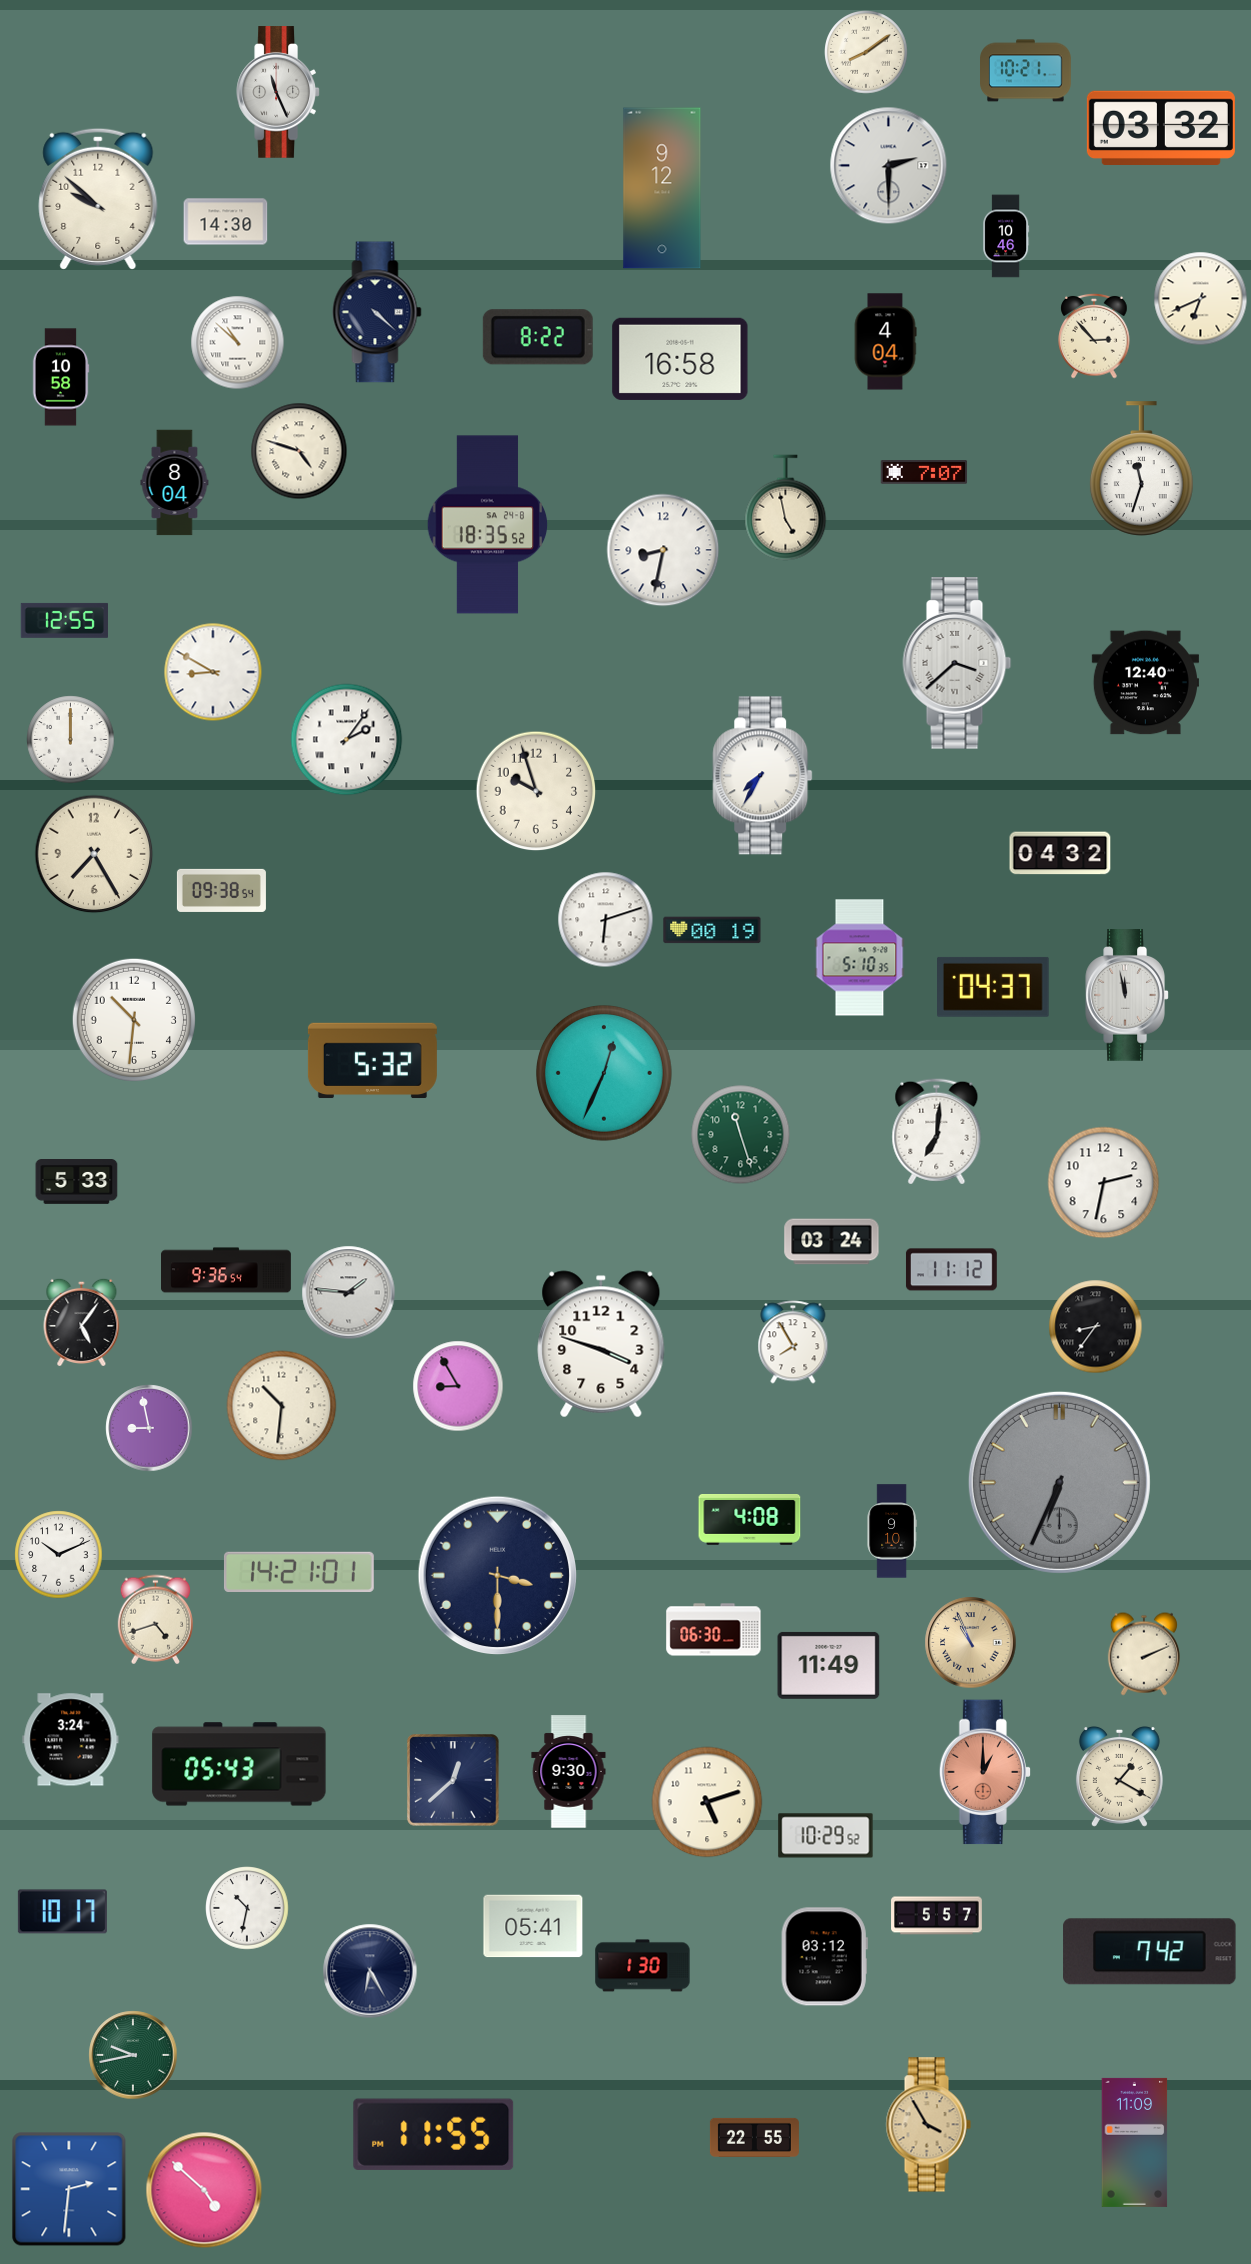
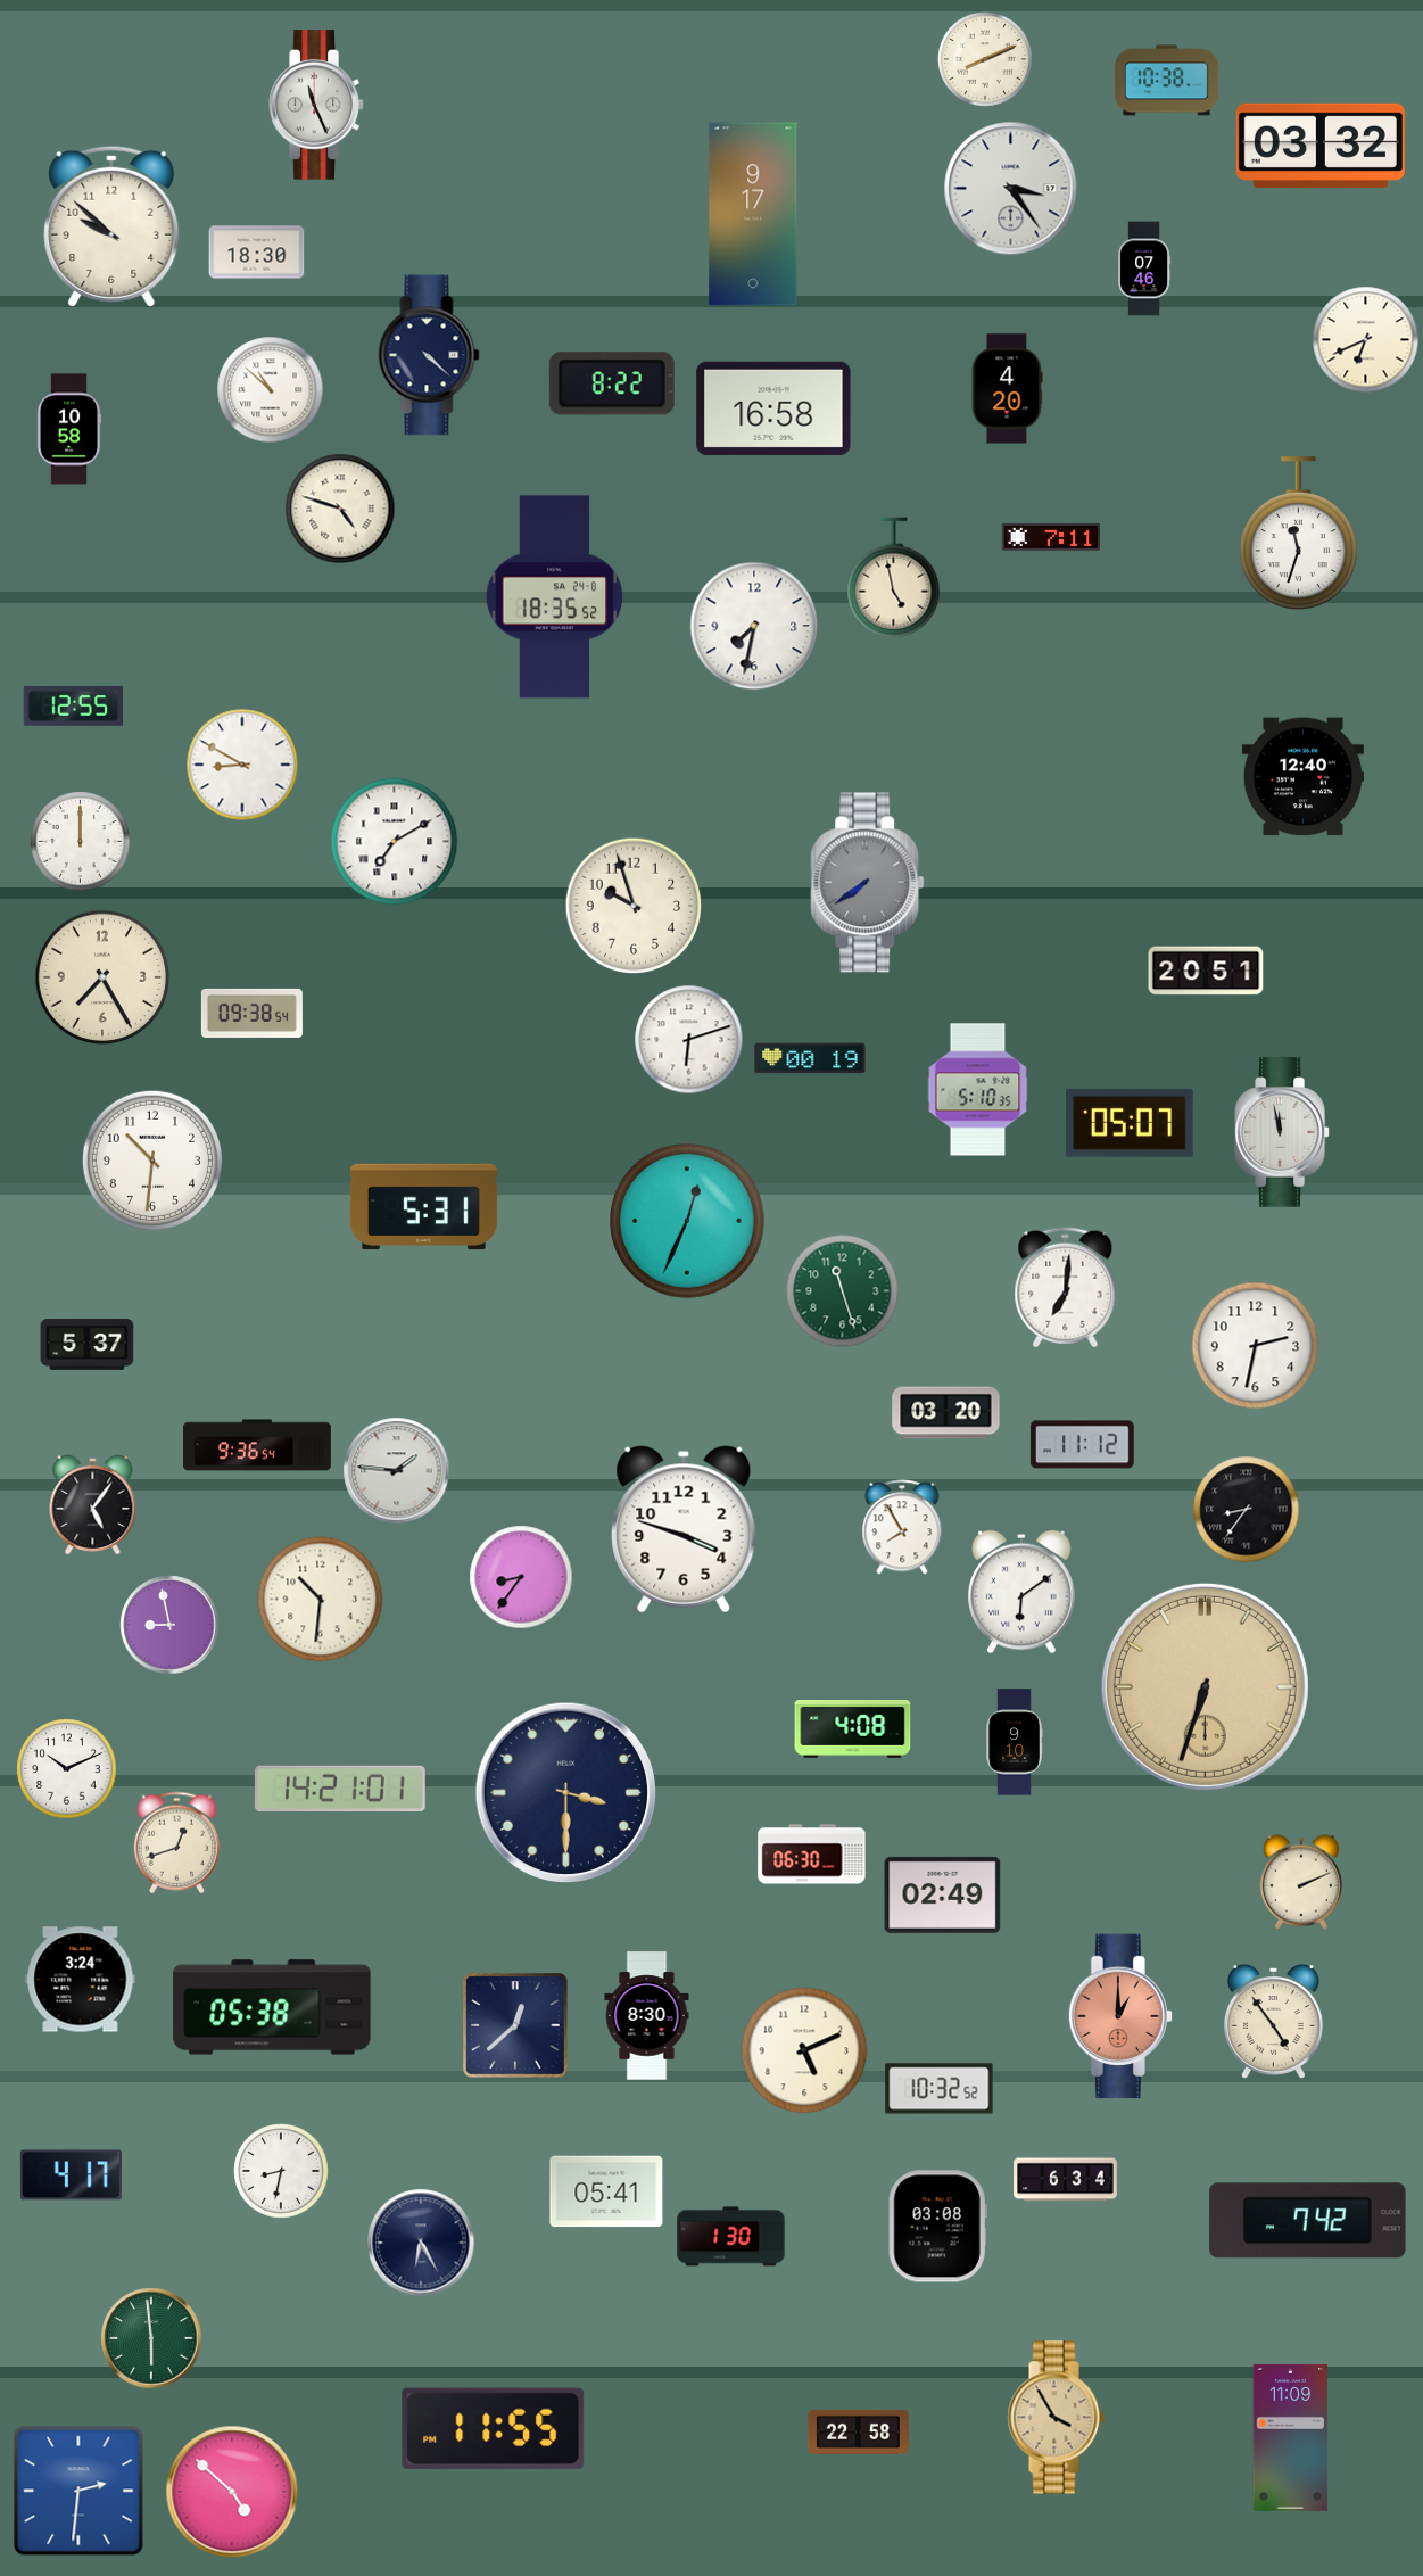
clock at (866, 52): 8:09 -> 8:11
clock at (1026, 71): 10:21 -> 10:38
clock at (889, 166): 2:30 -> 3:24
clock at (662, 188): 9:12 -> 9:17
clock at (226, 222): 14:30 -> 18:30
clock at (1006, 236): 10:46 -> 07:46
clock at (1094, 336): 2:53 -> none
clock at (885, 342): 4:04 -> 4:20
clock at (299, 451) position: (299, 451) -> (340, 509)
clock at (924, 472): 7:07 -> 7:11
clock at (175, 483): 8:04 -> none
clock at (663, 550): 8:32 -> 7:32
clock at (957, 663): 3:38 -> none
clock at (347, 740): 2:06 -> 7:10
clock at (763, 776): 7:35 -> 7:39
clock at (763, 776) dial: white -> grey
clock at (536, 791) position: (536, 791) -> (634, 906)
clock at (1060, 853): 04:32 -> 20:51
clock at (94, 854) position: (94, 854) -> (102, 977)
clock at (606, 920) position: (606, 920) -> (689, 1040)
clock at (994, 987): 04:37 -> 05:07
clock at (372, 1061): 5:32 -> 5:31
clock at (77, 1182): 5:33 -> 5:37
clock at (832, 1242): 03:24 -> 03:20
clock at (458, 1386): 8:55 -> 8:36
clock at (1021, 1592): none -> 6:09
clock at (1059, 1482): 6:34 -> 6:33
clock at (1059, 1482) dial: grey -> champagne
clock at (155, 1620): 4:42 -> 12:42
clock at (971, 1643): 10:56 -> none
clock at (829, 1665): 11:49 -> 02:49
clock at (239, 1764): 05:43 -> 05:38
clock at (569, 1772): 9:30 -> 8:30
clock at (1119, 1777): 1:20 -> 4:54
clock at (707, 1802): 5:12 -> 5:11
clock at (826, 1836): 10:29 -> 10:32
clock at (247, 1908): 10:32 -> 8:32
clock at (62, 1912): 10:17 -> 4:17
clock at (937, 1916): 5:57 -> 6:34
clock at (824, 1957): 03:12 -> 03:08
clock at (133, 2055): 9:43 -> 5:59
clock at (754, 2137): 22:55 -> 22:58
